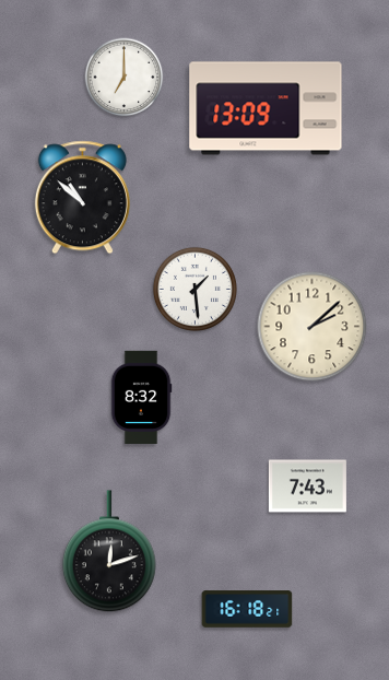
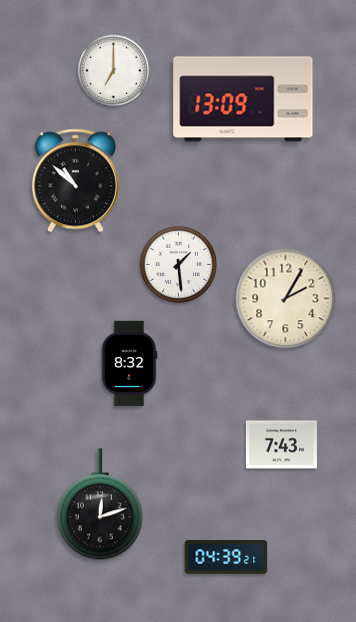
clock at (313, 327): 2:08 -> 2:05
clock at (247, 609): 16:18 -> 04:39
